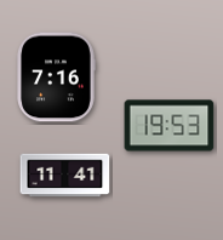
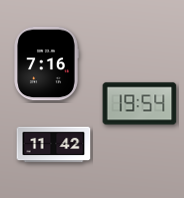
clock at (170, 126): 19:53 -> 19:54
clock at (65, 176): 11:41 -> 11:42
